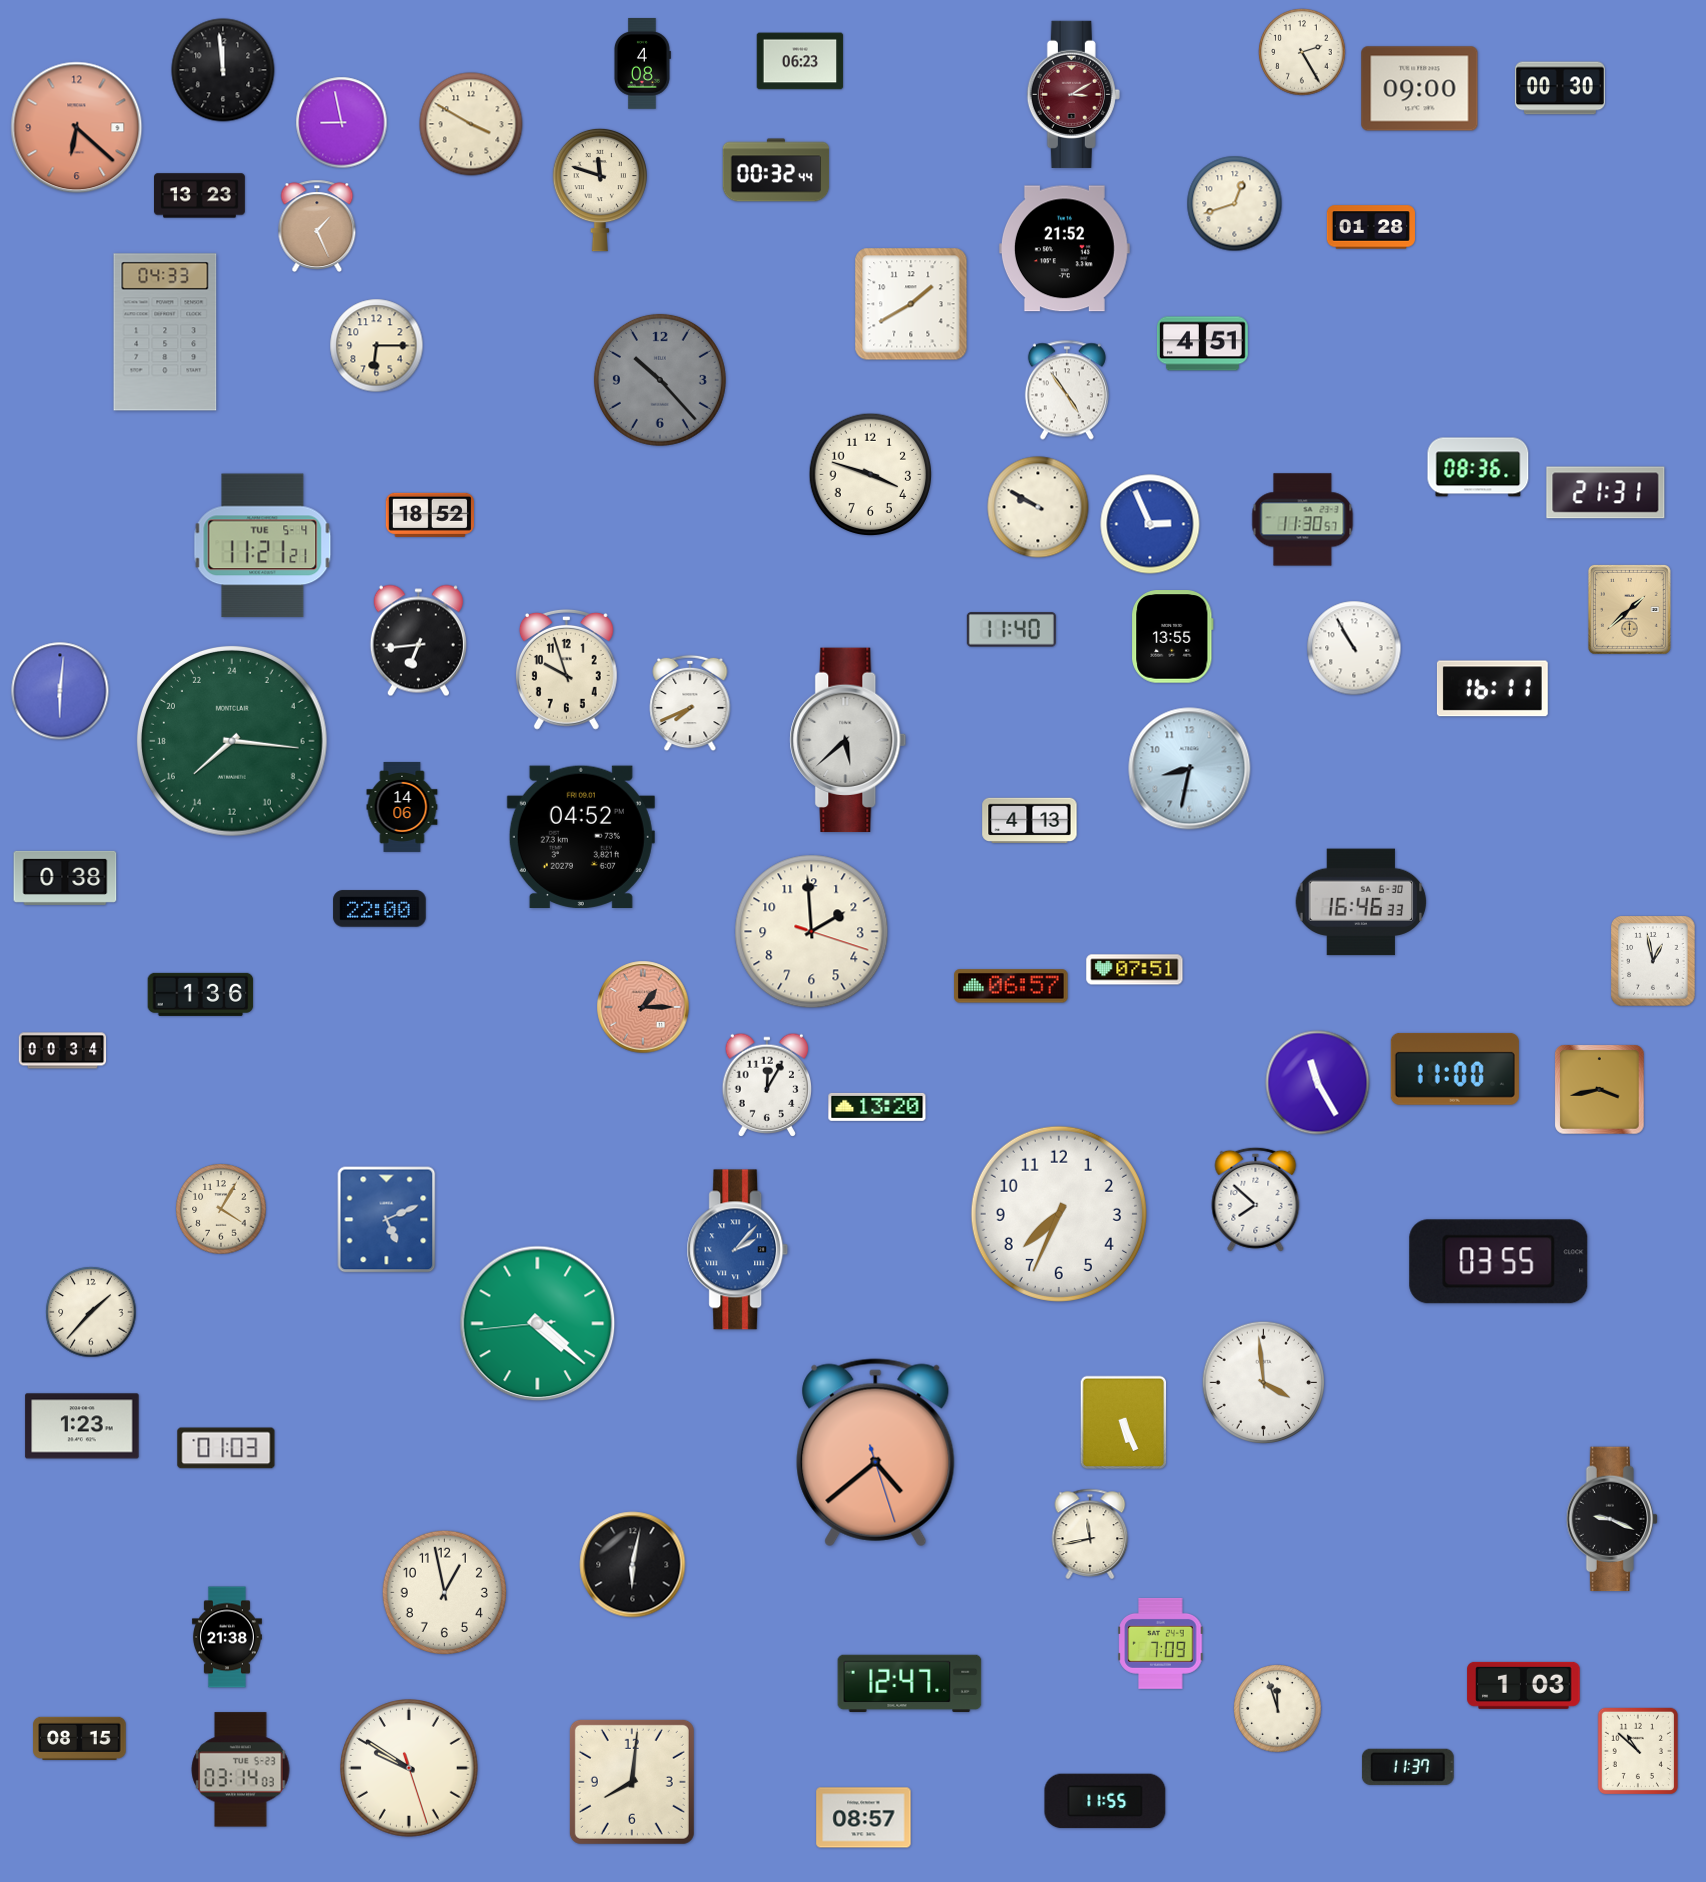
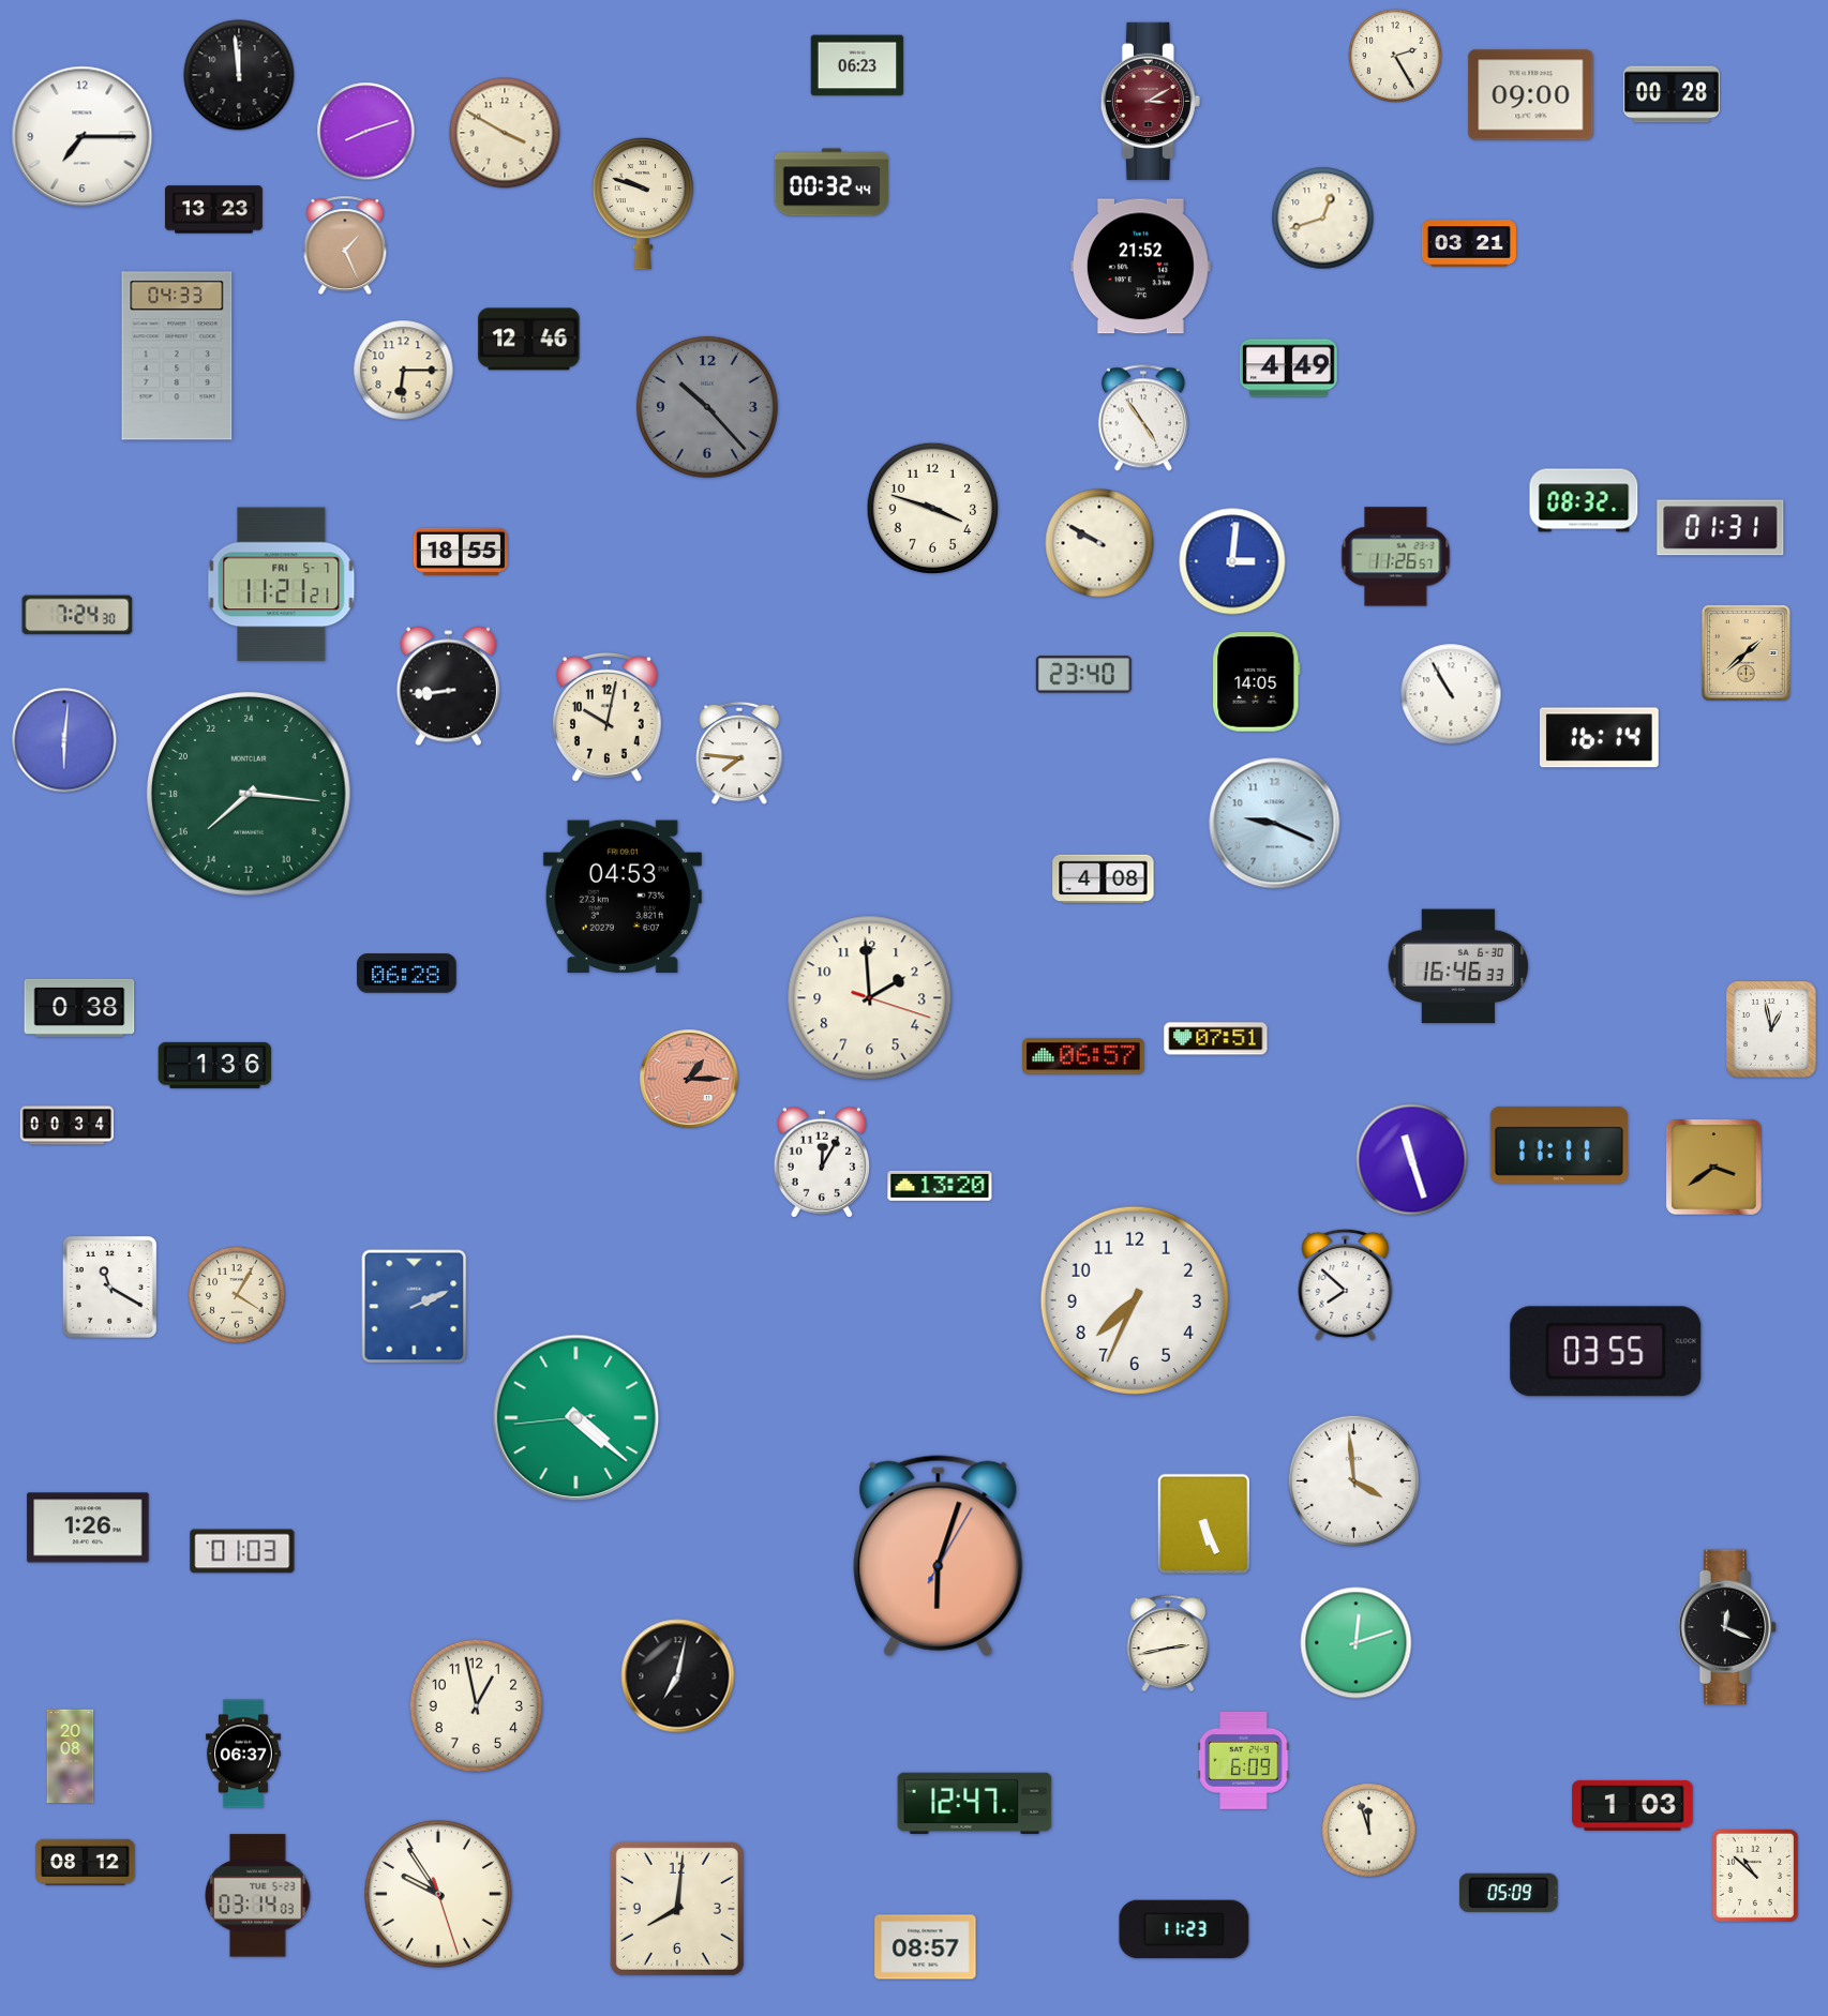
clock at (642, 64): 4:08 -> none
clock at (1560, 88): 00:30 -> 00:28
clock at (1420, 89) position: (1420, 89) -> (1531, 95)
clock at (342, 123): 8:58 -> 8:12
clock at (77, 128): 6:22 -> 7:15
clock at (77, 128) dial: salmon -> white
clock at (600, 190): 11:48 -> 9:48
clock at (317, 226) position: (317, 226) -> (345, 245)
clock at (1371, 227): 01:28 -> 03:21
clock at (911, 304): 1:40 -> none
clock at (529, 340): none -> 12:46
clock at (1203, 344): 4:51 -> 4:49
clock at (1478, 467): 08:36 -> 08:32
clock at (1606, 493): 21:31 -> 01:31
clock at (1038, 507) position: (1038, 507) -> (1099, 543)
clock at (430, 515): 18:52 -> 18:55
clock at (1303, 520): 11:30 -> 11:26
clock at (1150, 524): 2:56 -> 3:01
clock at (263, 546) date: TUE 5-4 -> FRI 5-7
clock at (77, 615): none -> 7:24
clock at (1011, 630): 11:40 -> 23:40
clock at (1173, 637): 13:55 -> 14:05
clock at (418, 641): 6:44 -> 8:44
clock at (566, 669): 9:57 -> 10:02
clock at (1492, 689): 16:11 -> 16:14
clock at (690, 703): 7:41 -> 7:46
clock at (848, 740): 5:38 -> none
clock at (1190, 769): 8:32 -> 9:19
clock at (402, 807): 14:06 -> none
clock at (1030, 820): 4:13 -> 4:08
clock at (581, 836): 04:52 -> 04:53
clock at (65, 878) position: (65, 878) -> (79, 1008)
clock at (380, 909): 22:00 -> 06:28
clock at (1455, 1069): 11:00 -> 11:11
clock at (1318, 1083): 11:25 -> 11:27
clock at (1600, 1090): 3:43 -> 3:39
clock at (109, 1287): none -> 11:20
clock at (387, 1220): 5:11 -> 2:11
clock at (738, 1250): 2:07 -> none
clock at (91, 1312): 1:37 -> none
clock at (82, 1426): 1:23 -> 1:26
clock at (876, 1453): 4:38 -> 6:03
clock at (1612, 1519): 9:19 -> 12:19
clock at (1090, 1534): 11:43 -> 2:43
clock at (1357, 1643): none -> 12:12
clock at (633, 1565): 6:02 -> 7:02
clock at (227, 1637): 21:38 -> 06:37
clock at (71, 1757): none -> 20:08
clock at (1161, 1643): 7:09 -> 6:09
clock at (80, 1738): 08:15 -> 08:12
clock at (1408, 1767): 11:37 -> 05:09
clock at (410, 1769): 9:50 -> 9:54
clock at (1105, 1801): 11:55 -> 11:23
